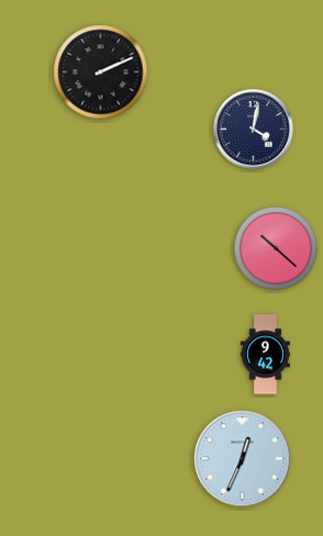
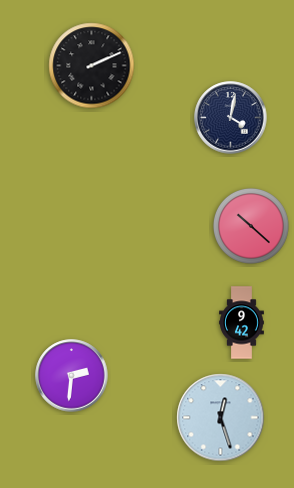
clock at (72, 376): none -> 2:31
clock at (243, 459): 12:34 -> 12:27
